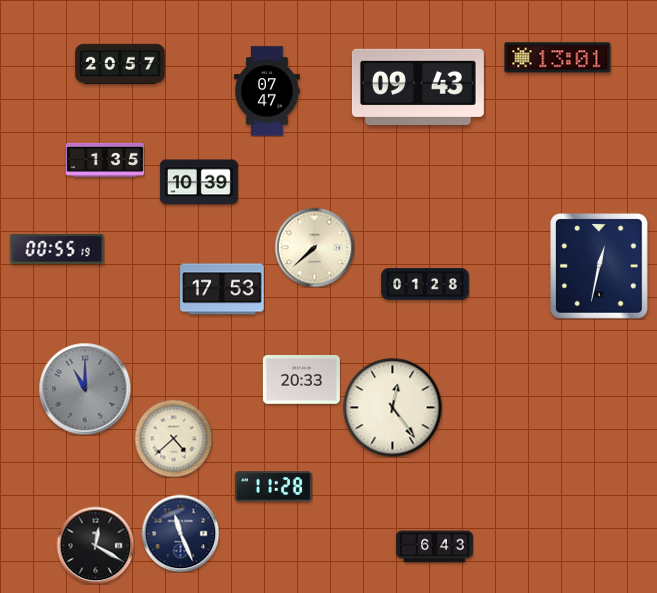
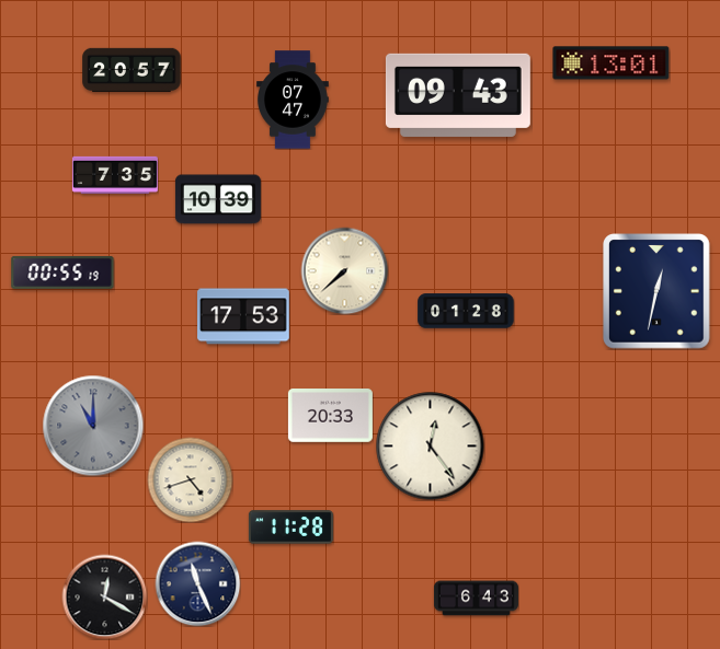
clock at (105, 160): 1:35 -> 7:35
clock at (173, 438): 4:38 -> 4:42
clock at (273, 487) position: (273, 487) -> (290, 528)
